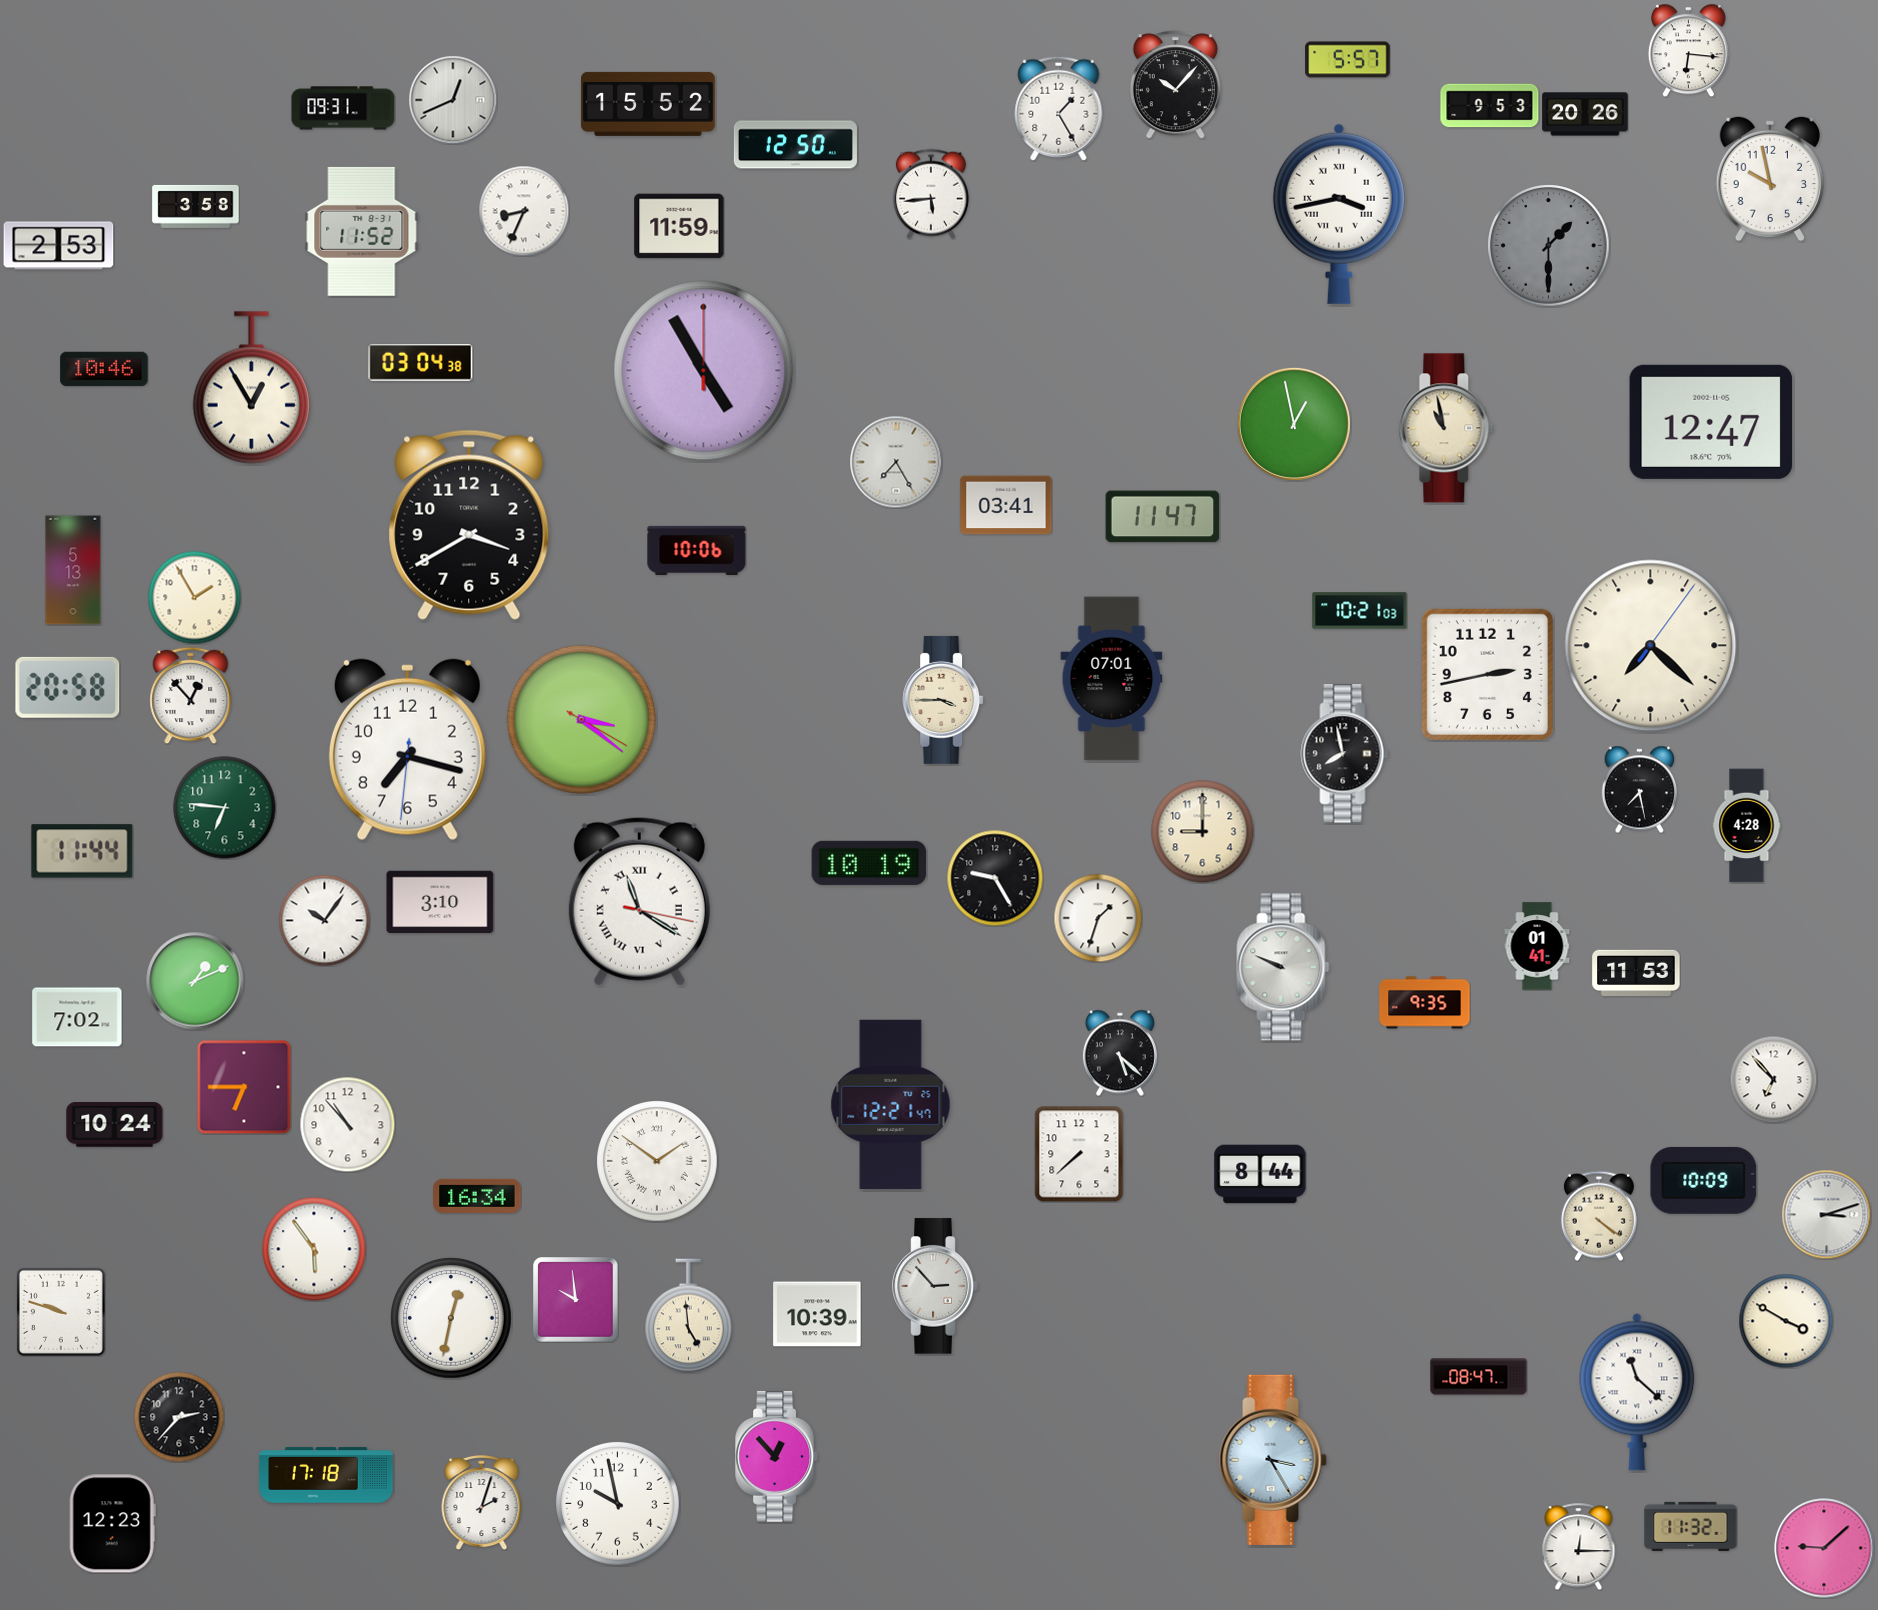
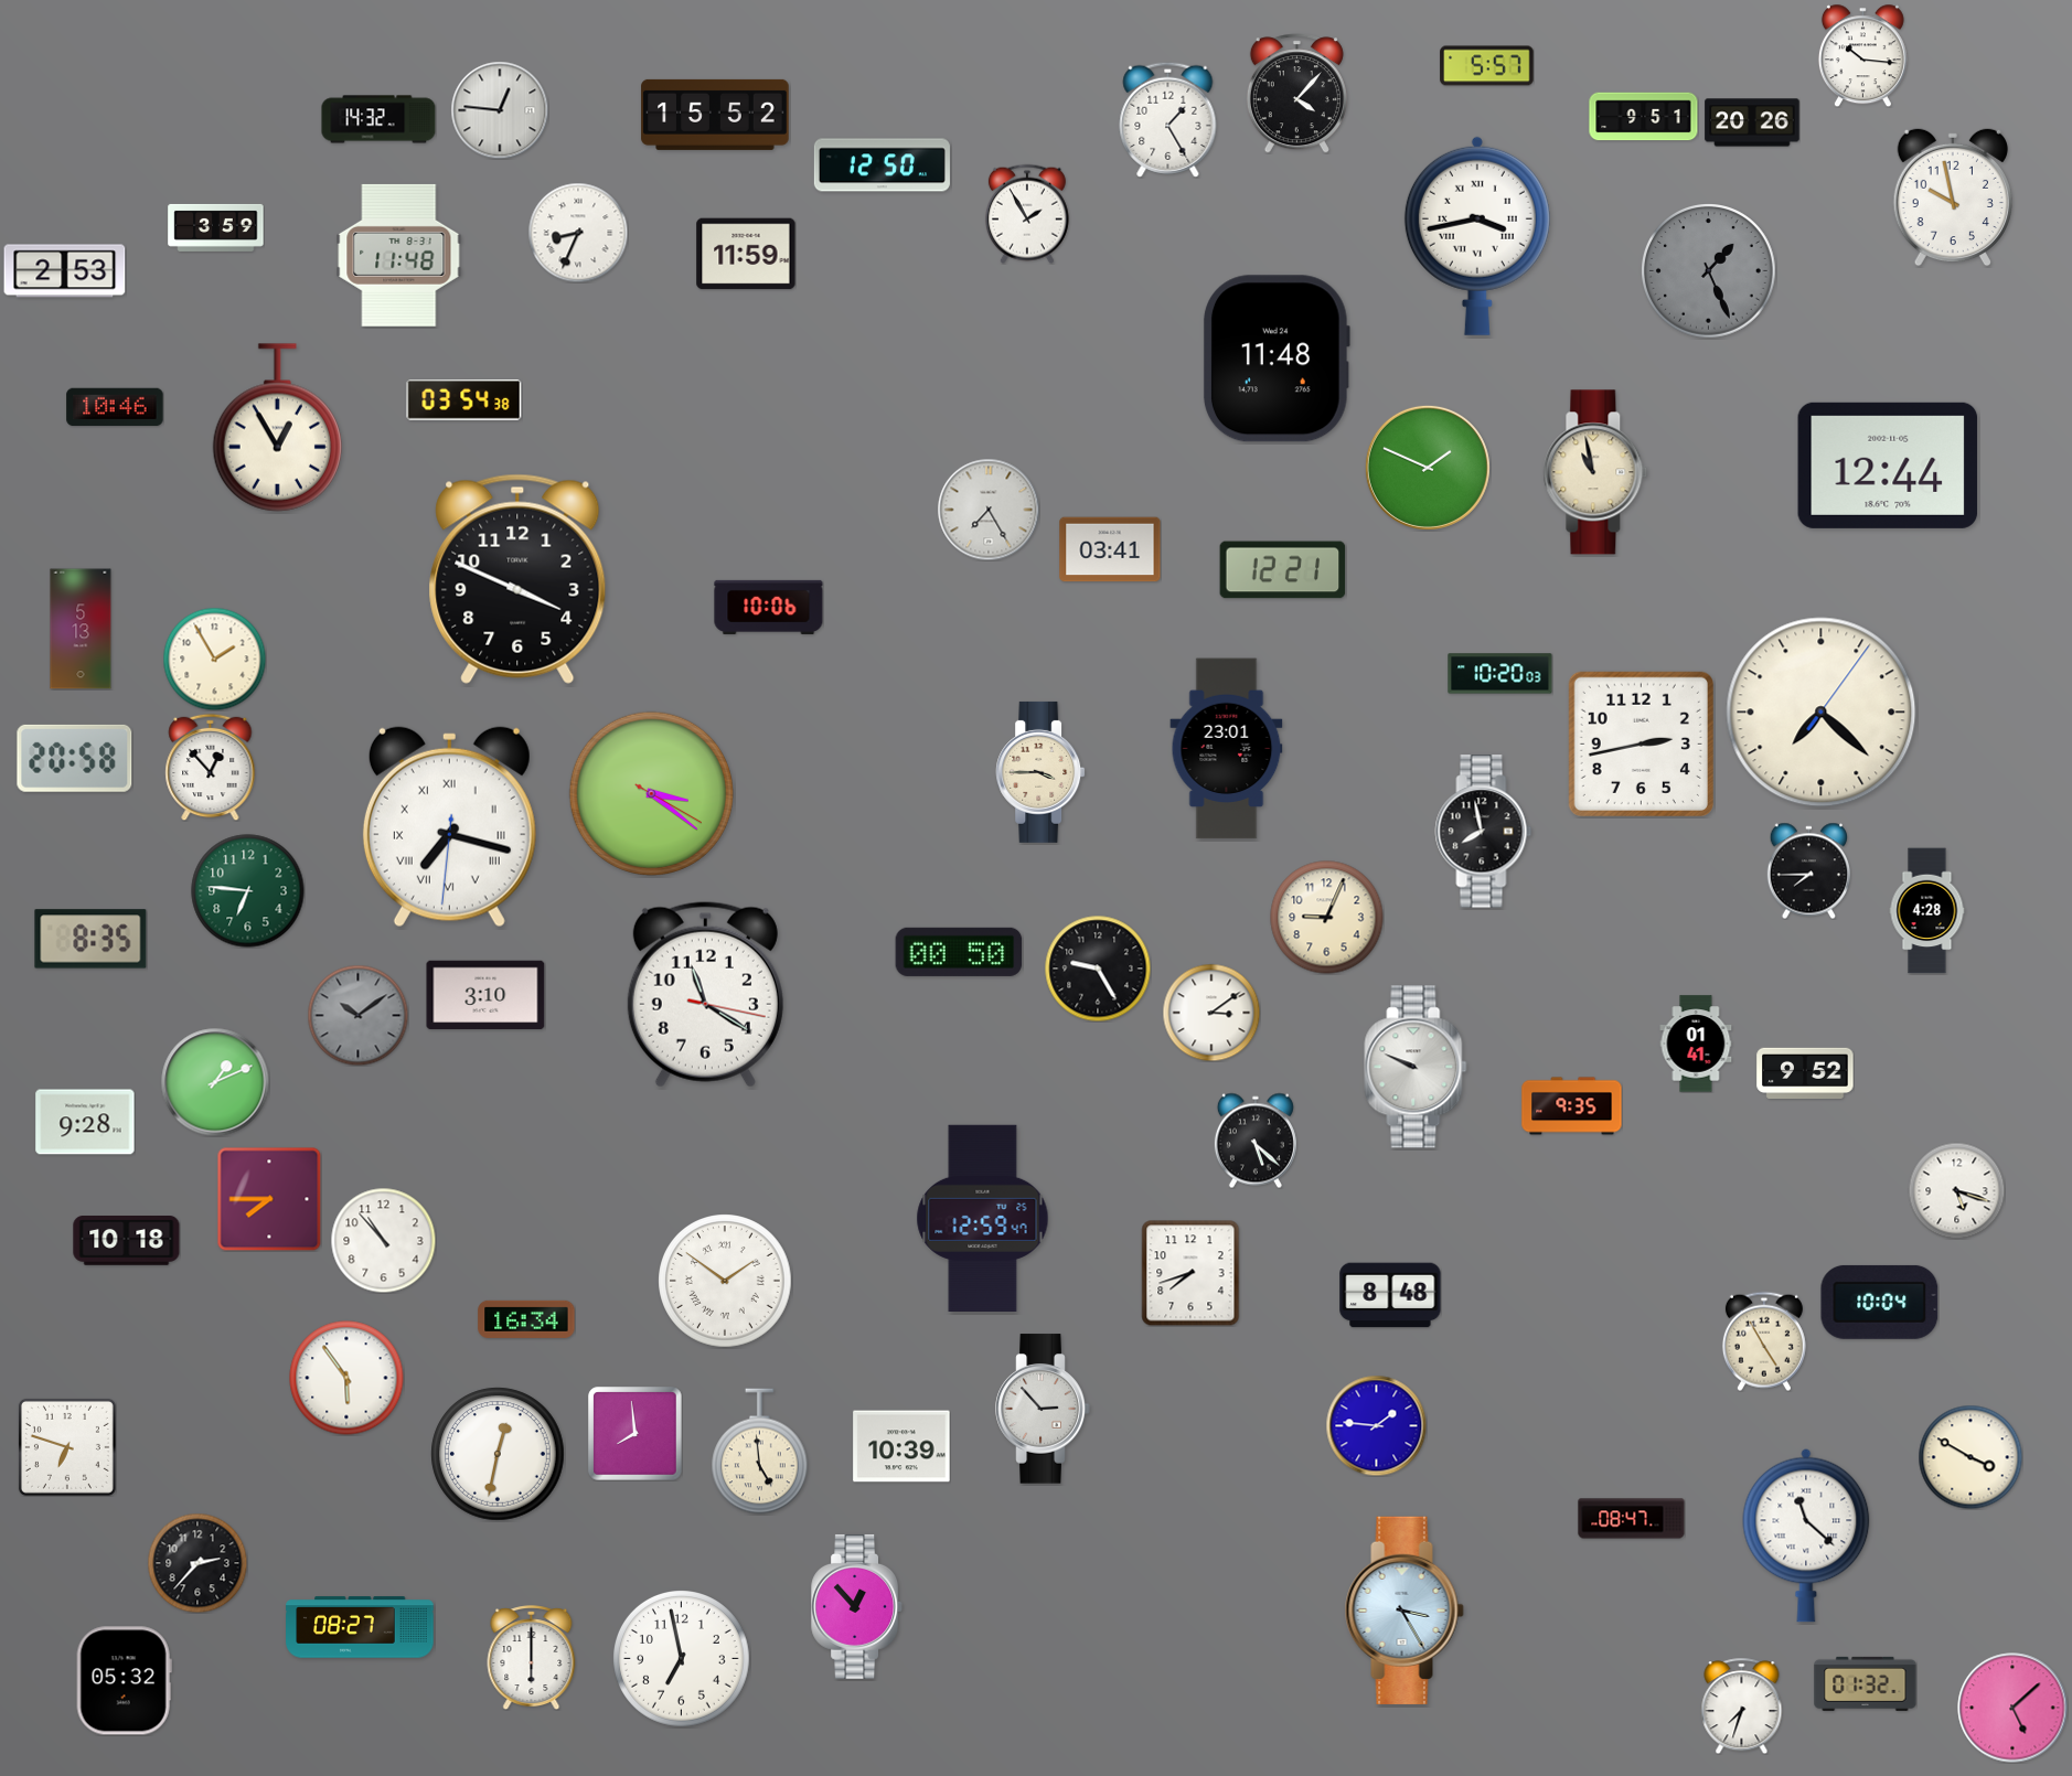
clock at (1688, 50): 6:16 -> 10:16
clock at (1175, 85): 10:07 -> 4:07
clock at (453, 100): 12:41 -> 12:46
clock at (1490, 106): 9:53 -> 9:51
clock at (343, 108): 09:31 -> 14:32
clock at (1585, 114) position: (1585, 114) -> (1752, 122)
clock at (795, 145) position: (795, 145) -> (882, 165)
clock at (931, 194): 5:44 -> 1:55
clock at (196, 206): 3:58 -> 3:59
clock at (679, 226) position: (679, 226) -> (746, 254)
clock at (362, 231): 11:52 -> 11:48
clock at (1549, 246): 1:30 -> 1:26
clock at (1277, 359): none -> 11:48
clock at (421, 363): 03:04 -> 03:54
clock at (704, 371): 4:55 -> none
clock at (1711, 422): 12:47 -> 12:44
clock at (1294, 424): 12:58 -> 1:49
clock at (1006, 505) position: (1006, 505) -> (1110, 549)
clock at (1163, 517): 11:47 -> 12:21
clock at (469, 525): 3:40 -> 3:49
clock at (1360, 611): 10:21 -> 10:20
clock at (1112, 679): 07:01 -> 23:01
clock at (581, 719) position: (581, 719) -> (651, 793)
clock at (407, 750) numerals: Arabic -> Roman
clock at (1639, 789): 7:28 -> 7:45
clock at (1203, 832): 9:00 -> 9:04
clock at (82, 851): 11:44 -> 8:35
clock at (869, 863): 10:19 -> 00:50
clock at (639, 902) numerals: Roman -> Arabic
clock at (1098, 918): 1:33 -> 3:09
clock at (324, 920): 10:06 -> 10:09
clock at (324, 920) dial: white -> grey
clock at (1636, 973): 11:53 -> 9:52
clock at (77, 1017): 7:02 -> 9:28
clock at (1120, 1053) position: (1120, 1053) -> (1256, 1141)
clock at (1773, 1079): 6:53 -> 5:18
clock at (244, 1087): 6:45 -> 7:45
clock at (891, 1104): 12:21 -> 12:59
clock at (115, 1125): 10:24 -> 10:18
clock at (1079, 1154): 7:38 -> 7:42
clock at (1260, 1174): 8:44 -> 8:48
clock at (1704, 1180): 10:09 -> 10:04
clock at (1826, 1214): 3:12 -> none
clock at (1599, 1216): 4:21 -> 4:55
clock at (935, 1286) position: (935, 1286) -> (1043, 1409)
clock at (1376, 1425): none -> 1:46
clock at (576, 1300): 9:59 -> 7:59
clock at (61, 1312): 9:48 -> 6:48
clock at (817, 1314) position: (817, 1314) -> (901, 1446)
clock at (326, 1475): 17:18 -> 08:27
clock at (482, 1503): 2:03 -> 6:00
clock at (618, 1504): 9:58 -> 6:58
clock at (112, 1524): 12:23 -> 05:32
clock at (1691, 1526): 11:32 -> 01:32
clock at (1579, 1546): 12:15 -> 7:33
clock at (1824, 1548): 9:08 -> 5:08
